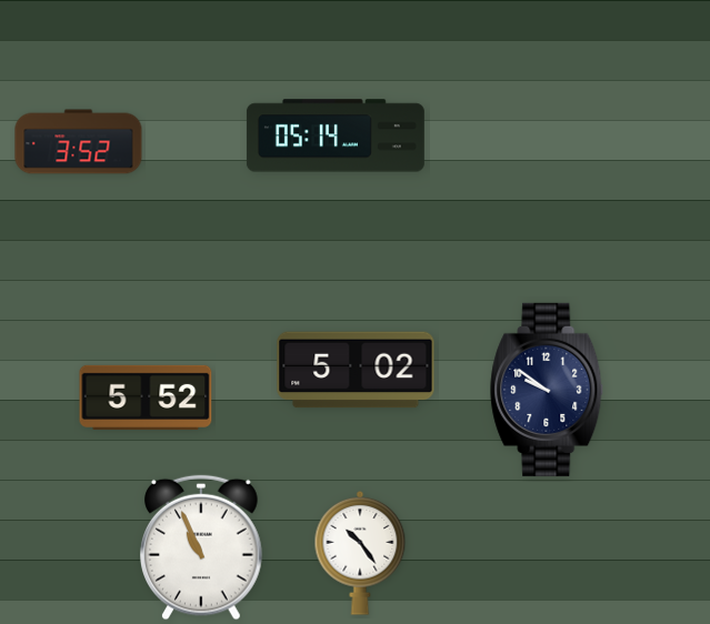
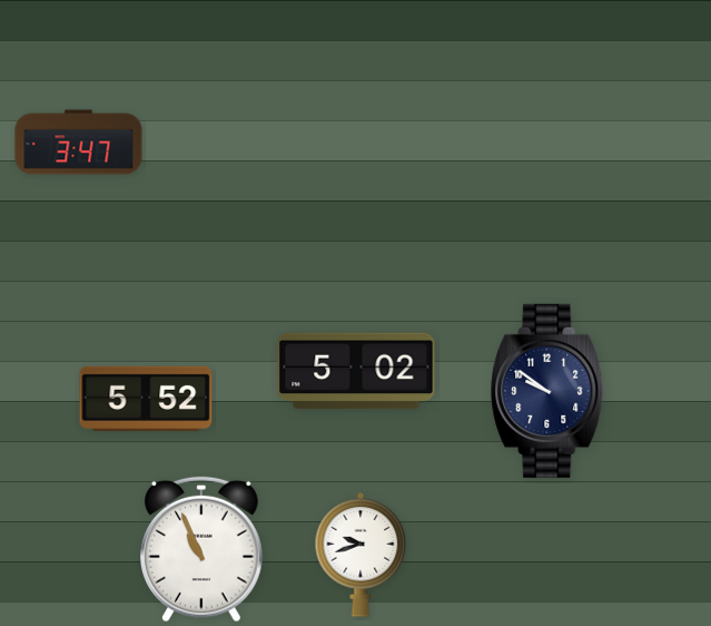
clock at (336, 135): 05:14 -> none
clock at (79, 142): 3:52 -> 3:47
clock at (360, 553): 10:24 -> 9:42
